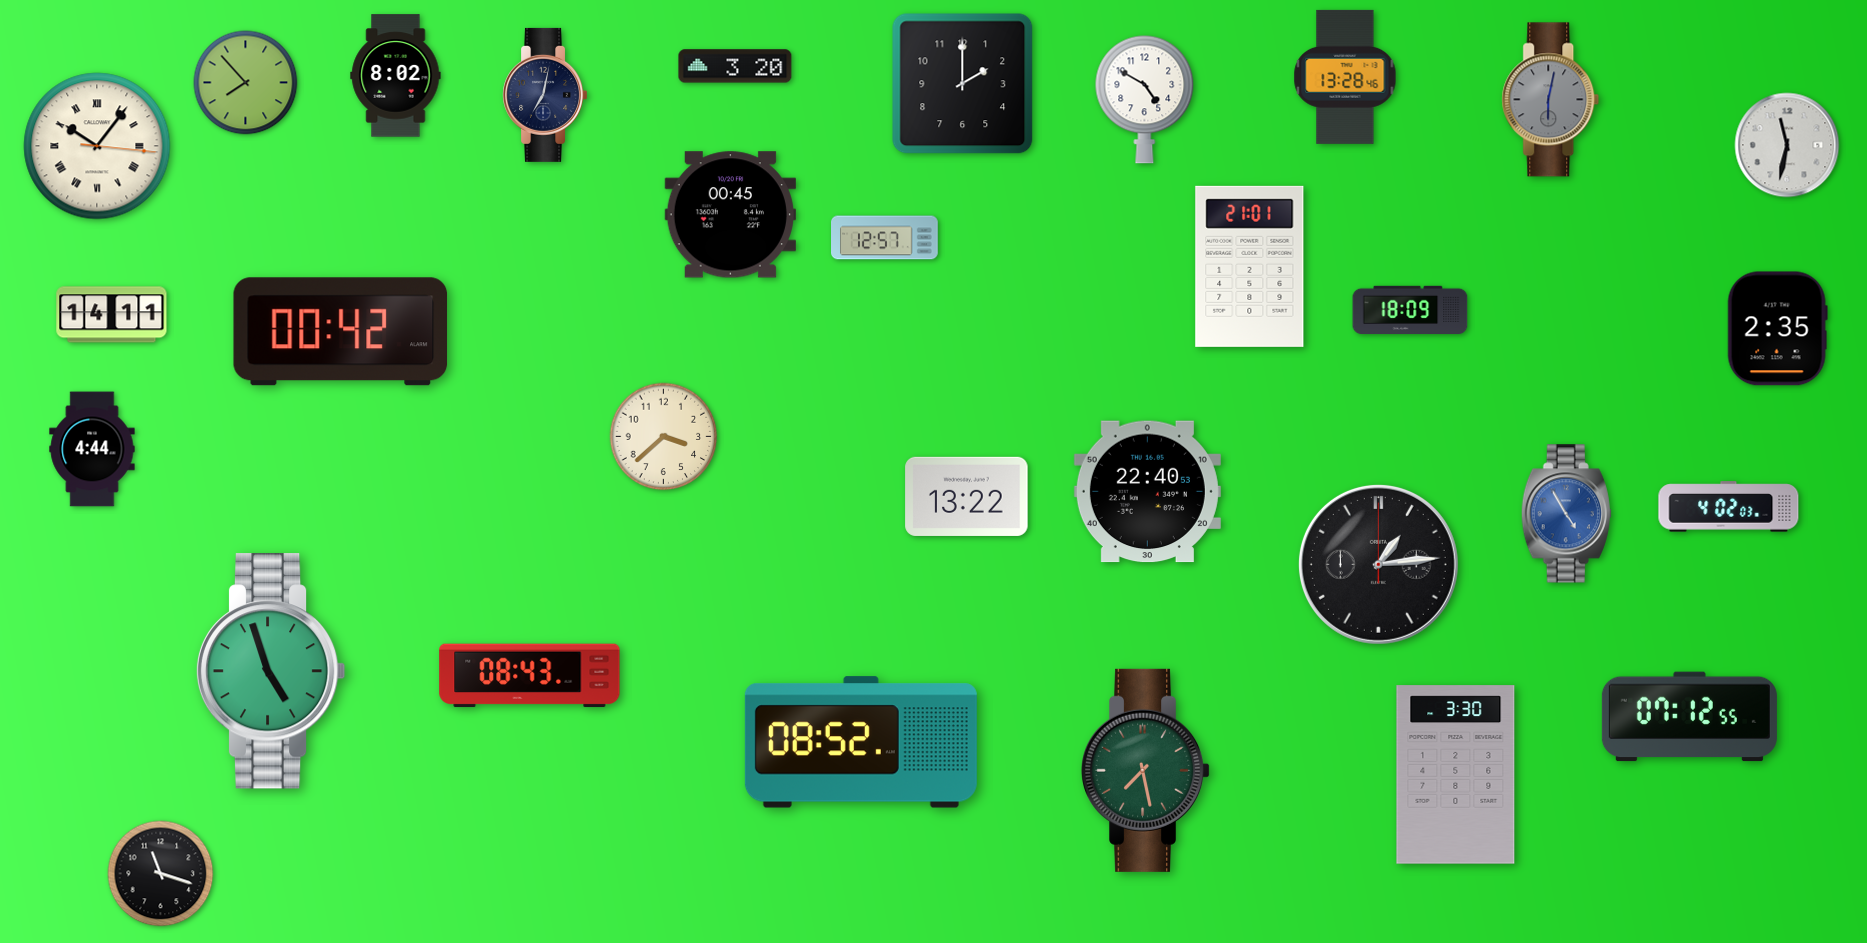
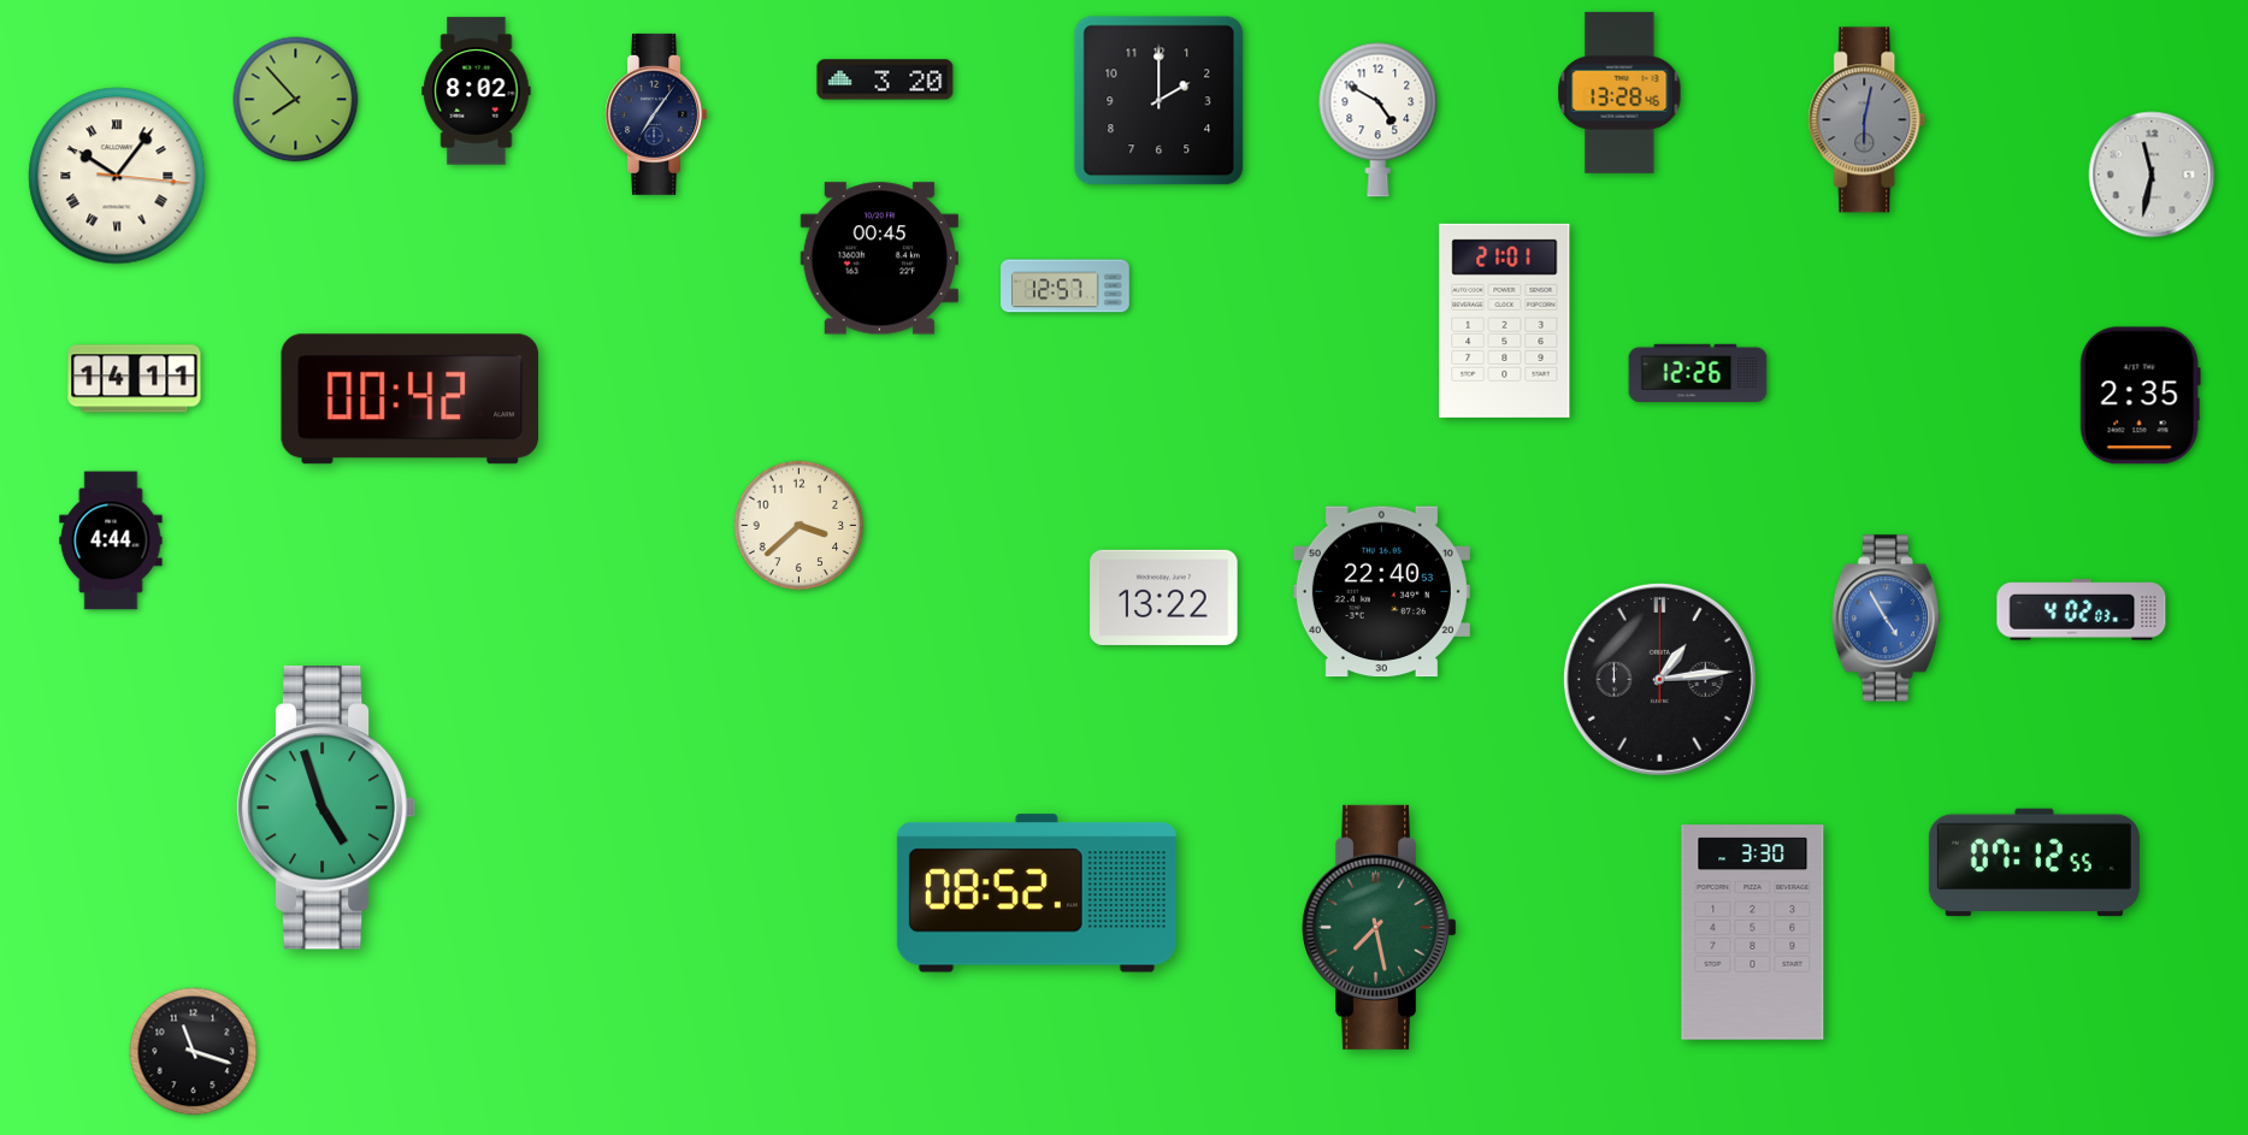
clock at (544, 95): 7:02 -> 7:06
clock at (1410, 310): 18:09 -> 12:26
clock at (530, 676): 08:43 -> none
